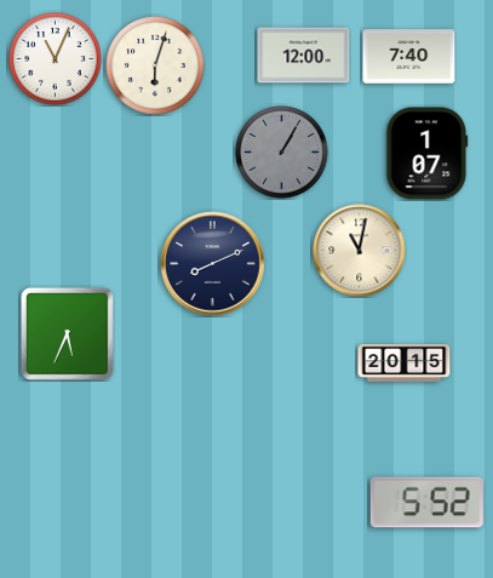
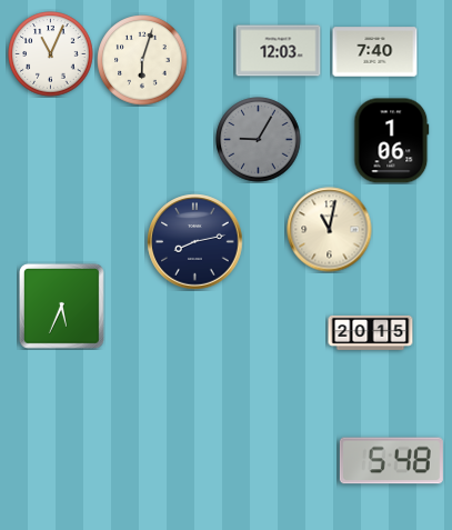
clock at (304, 56): 12:00 -> 12:03
clock at (282, 153): 1:05 -> 9:05
clock at (428, 154): 1:07 -> 1:06
clock at (213, 264): 8:11 -> 8:13
clock at (426, 503): 5:52 -> 5:48
